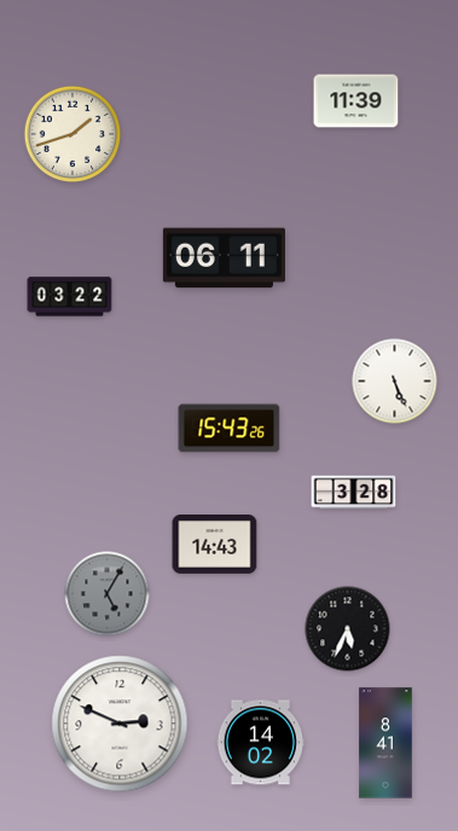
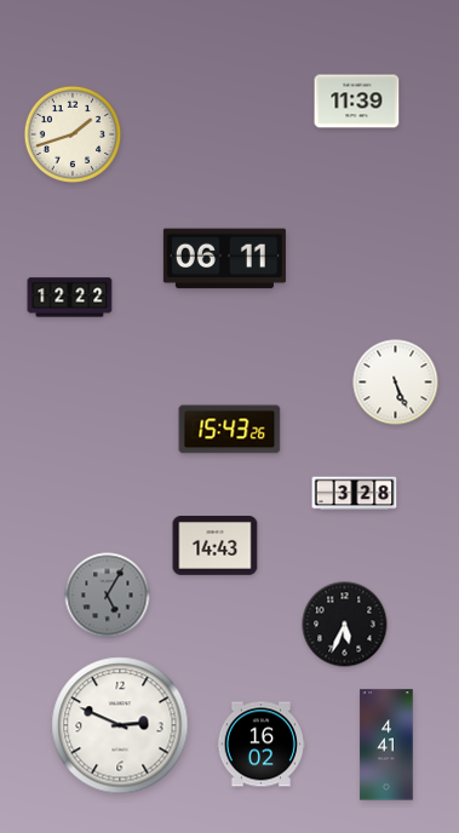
clock at (70, 297): 03:22 -> 12:22
clock at (348, 629) position: (348, 629) -> (345, 625)
clock at (260, 743): 14:02 -> 16:02
clock at (385, 743): 8:41 -> 4:41
